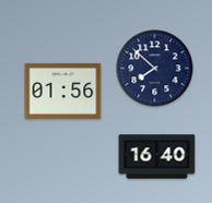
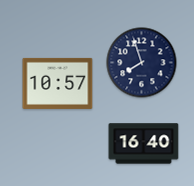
clock at (155, 69): 7:52 -> 7:57
clock at (63, 91): 01:56 -> 10:57
